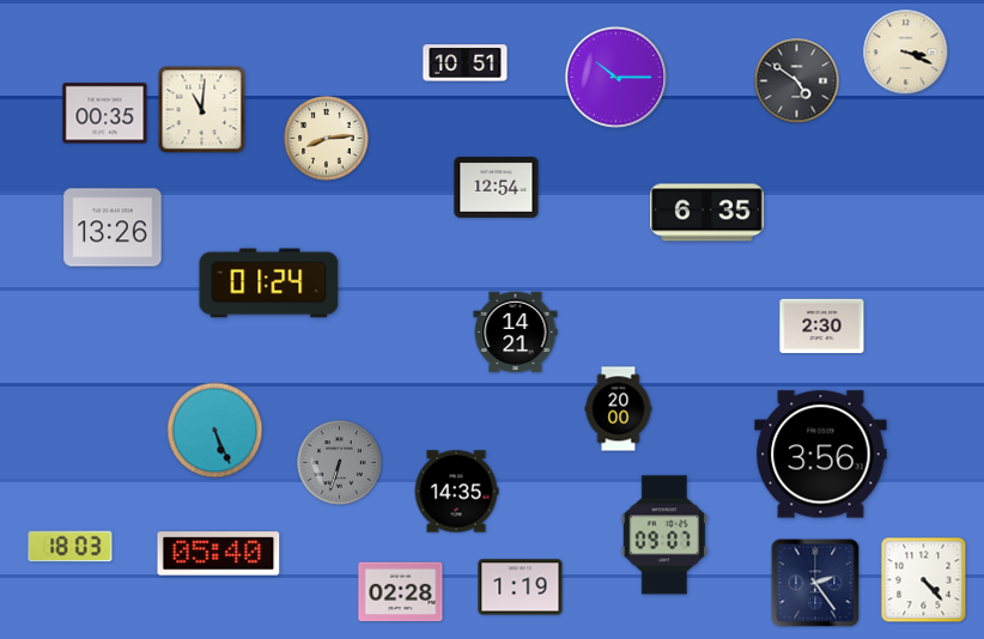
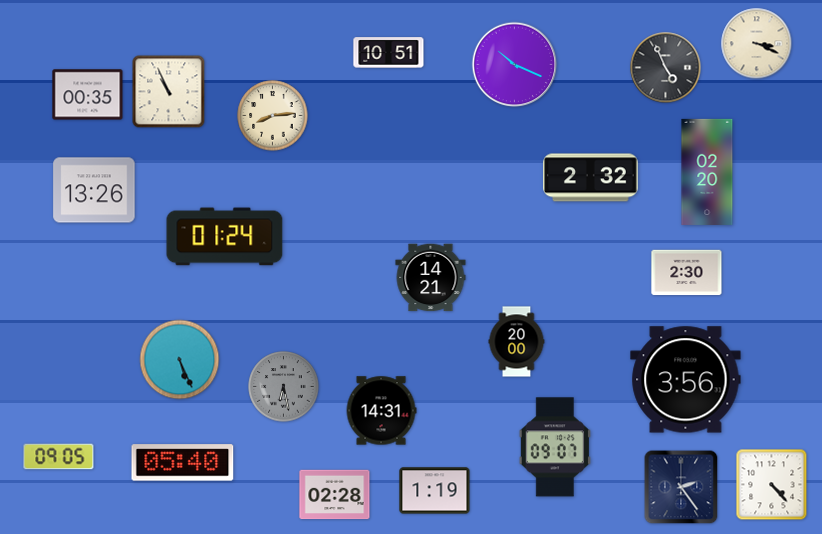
clock at (616, 78): 10:15 -> 10:19
clock at (797, 81): 4:51 -> 4:56
clock at (202, 110): 11:01 -> 10:56
clock at (497, 188): 12:54 -> none
clock at (707, 172): none -> 02:20
clock at (707, 213): 6:35 -> 2:32
clock at (340, 463): 6:33 -> 6:28
clock at (456, 492): 14:35 -> 14:31
clock at (71, 547): 18:03 -> 09:05
